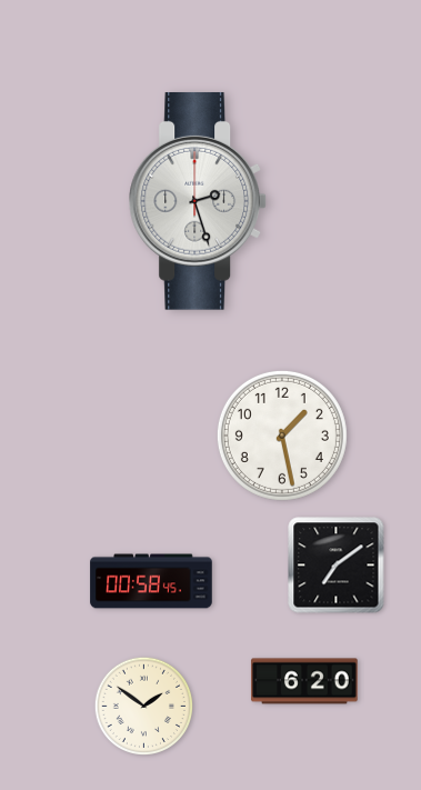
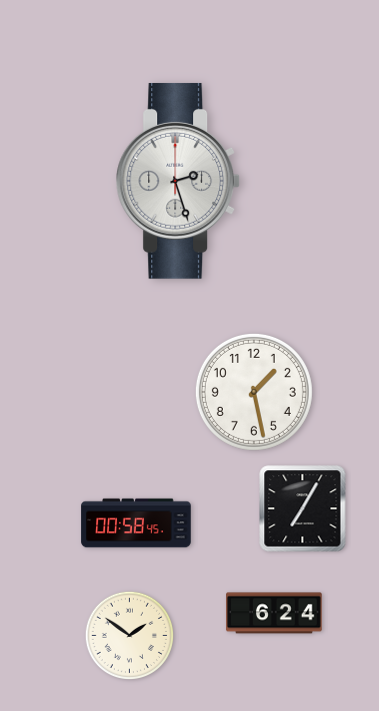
clock at (337, 566): 7:09 -> 7:05
clock at (304, 681): 6:20 -> 6:24
